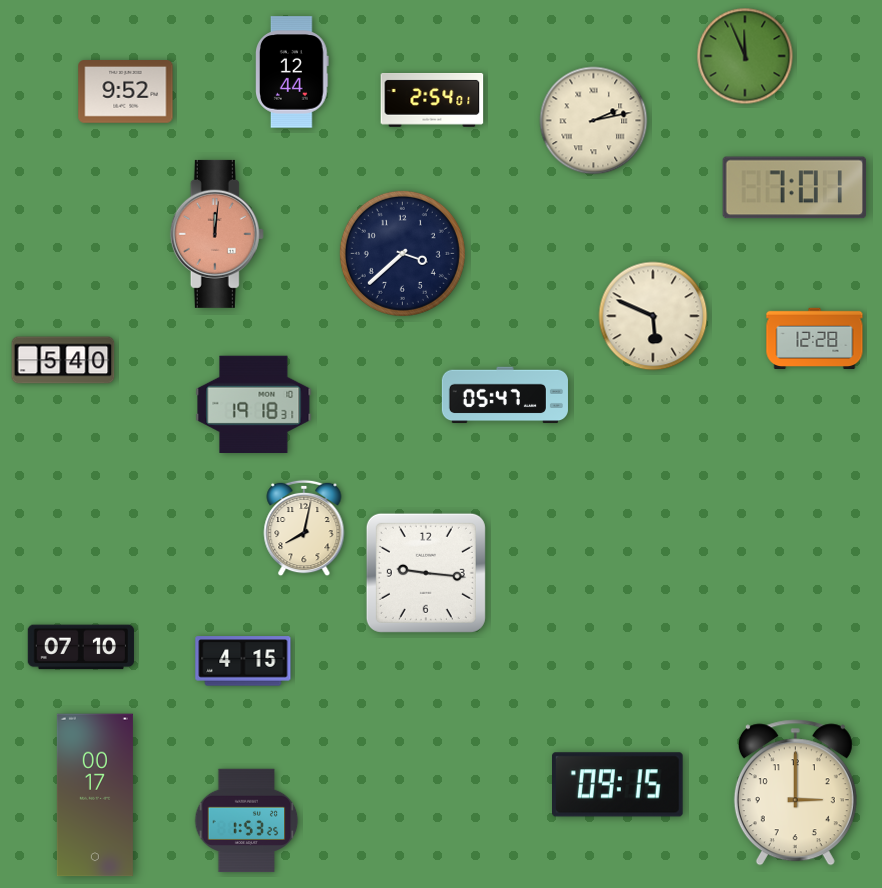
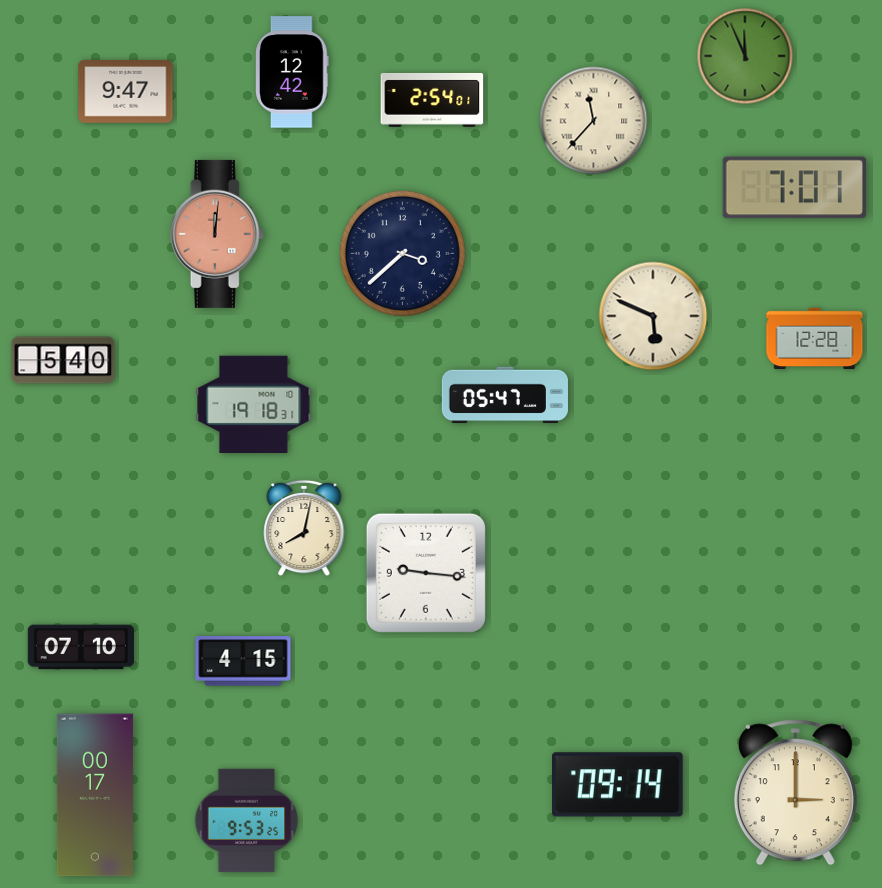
clock at (293, 72): 12:44 -> 12:42
clock at (126, 92): 9:52 -> 9:47
clock at (594, 121): 2:13 -> 11:37
clock at (618, 785): 09:15 -> 09:14
clock at (247, 821): 1:53 -> 9:53
